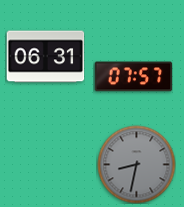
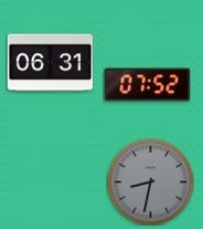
clock at (133, 77): 07:57 -> 07:52
